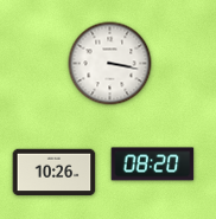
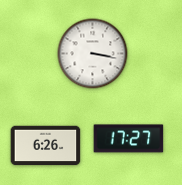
clock at (153, 165): 08:20 -> 17:27
clock at (55, 173): 10:26 -> 6:26
